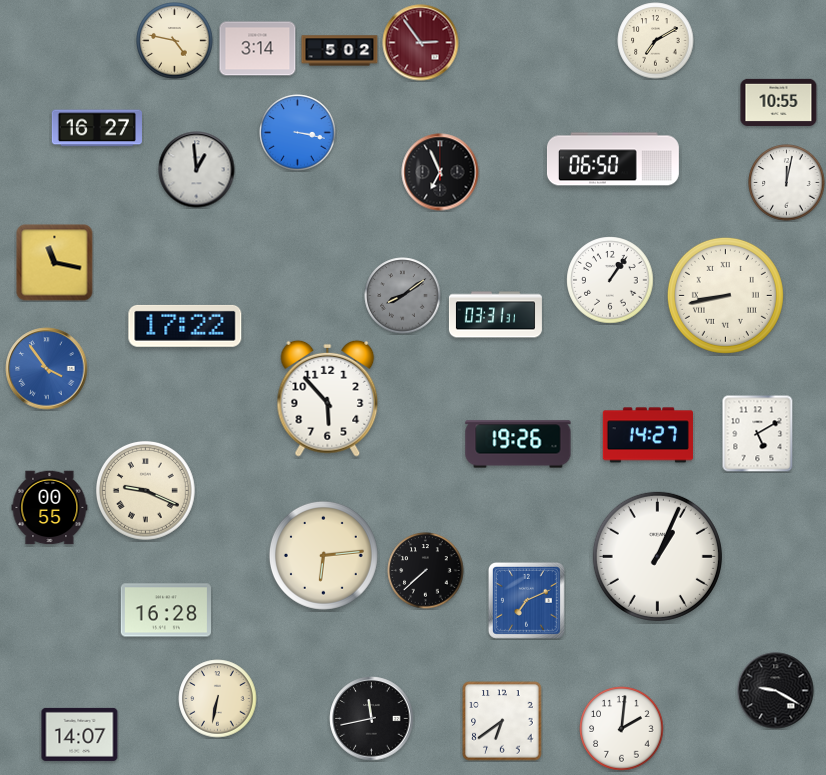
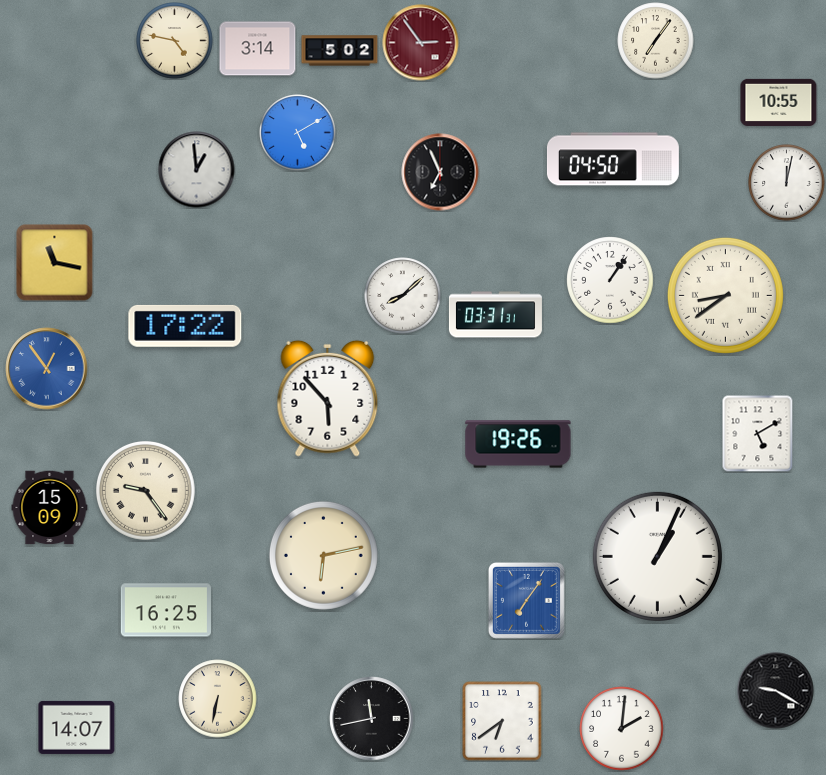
clock at (656, 41): 7:10 -> 7:06
clock at (96, 128): 16:27 -> none
clock at (298, 133): 3:17 -> 5:10
clock at (613, 159): 06:50 -> 04:50
clock at (725, 295): 8:43 -> 8:39
clock at (403, 296): 8:09 -> 8:08
clock at (403, 296) dial: grey -> white
clock at (47, 369): 3:54 -> 12:54
clock at (648, 435): 14:27 -> none
clock at (146, 491): 9:19 -> 9:24
clock at (50, 508): 00:55 -> 15:09
clock at (323, 555): 6:14 -> 6:13
clock at (426, 571): 7:38 -> none
clock at (526, 600): 7:11 -> 7:06
clock at (166, 610): 16:28 -> 16:25
clock at (80, 734) position: (80, 734) -> (77, 727)
